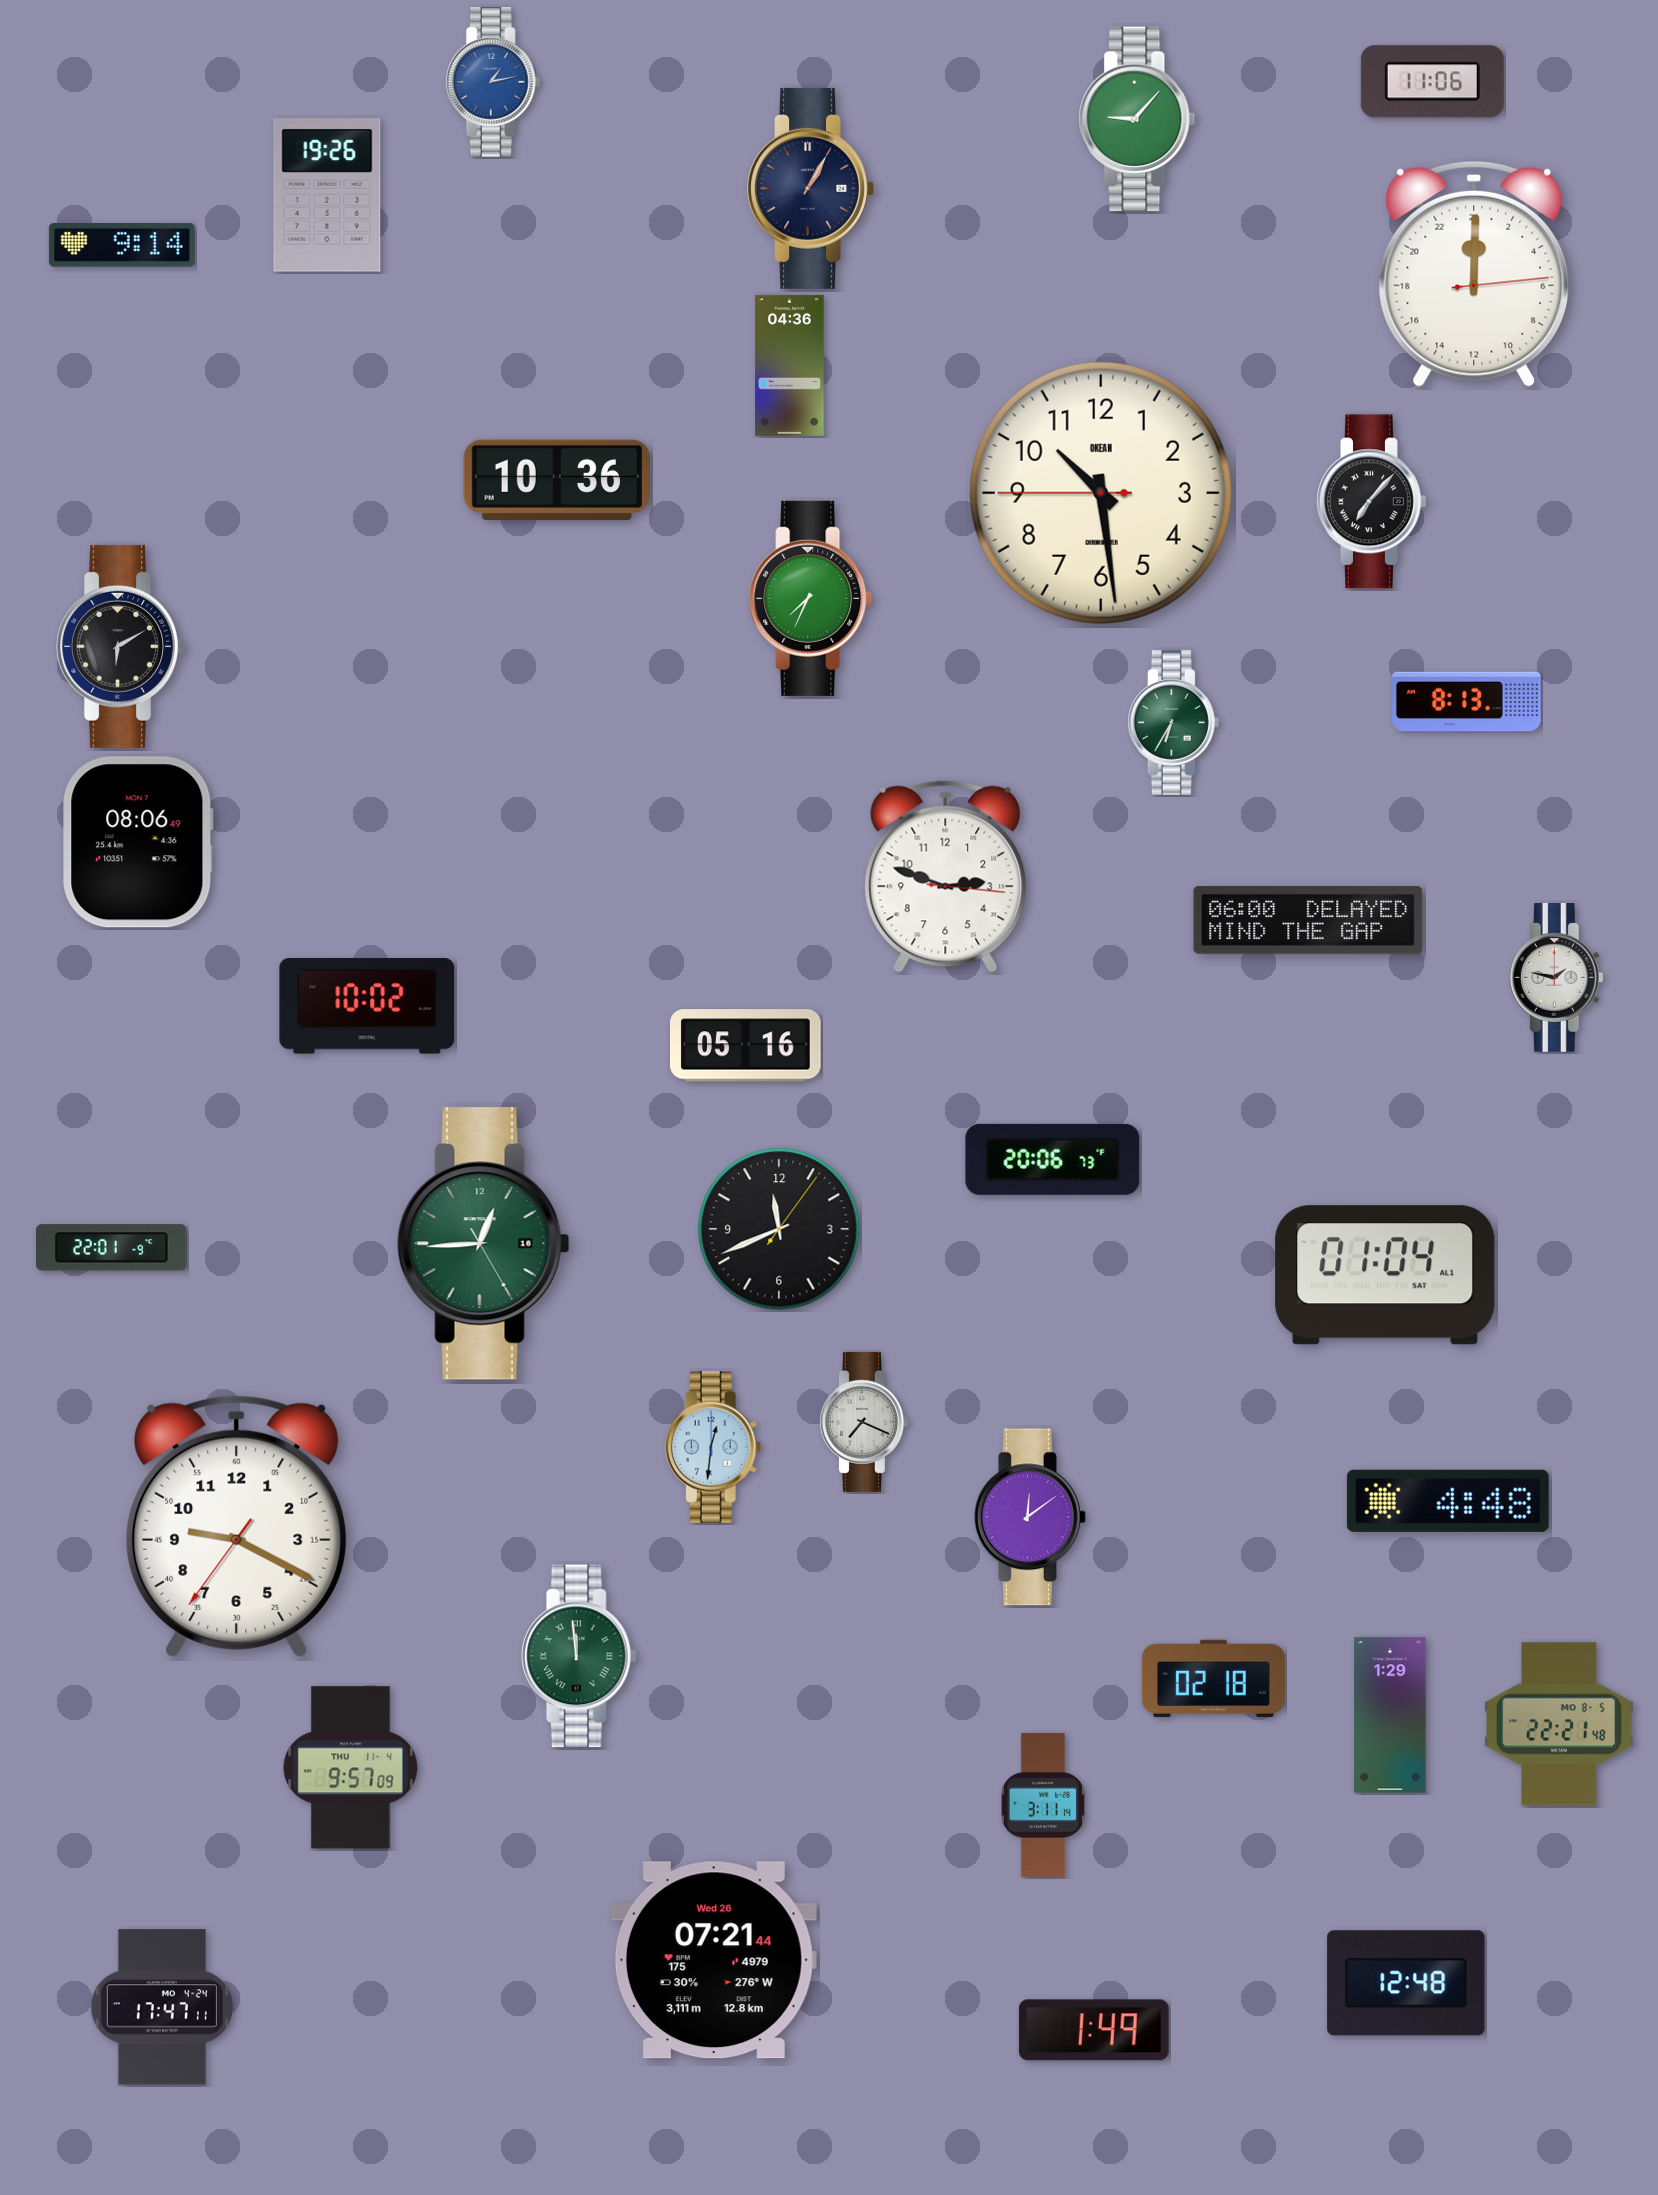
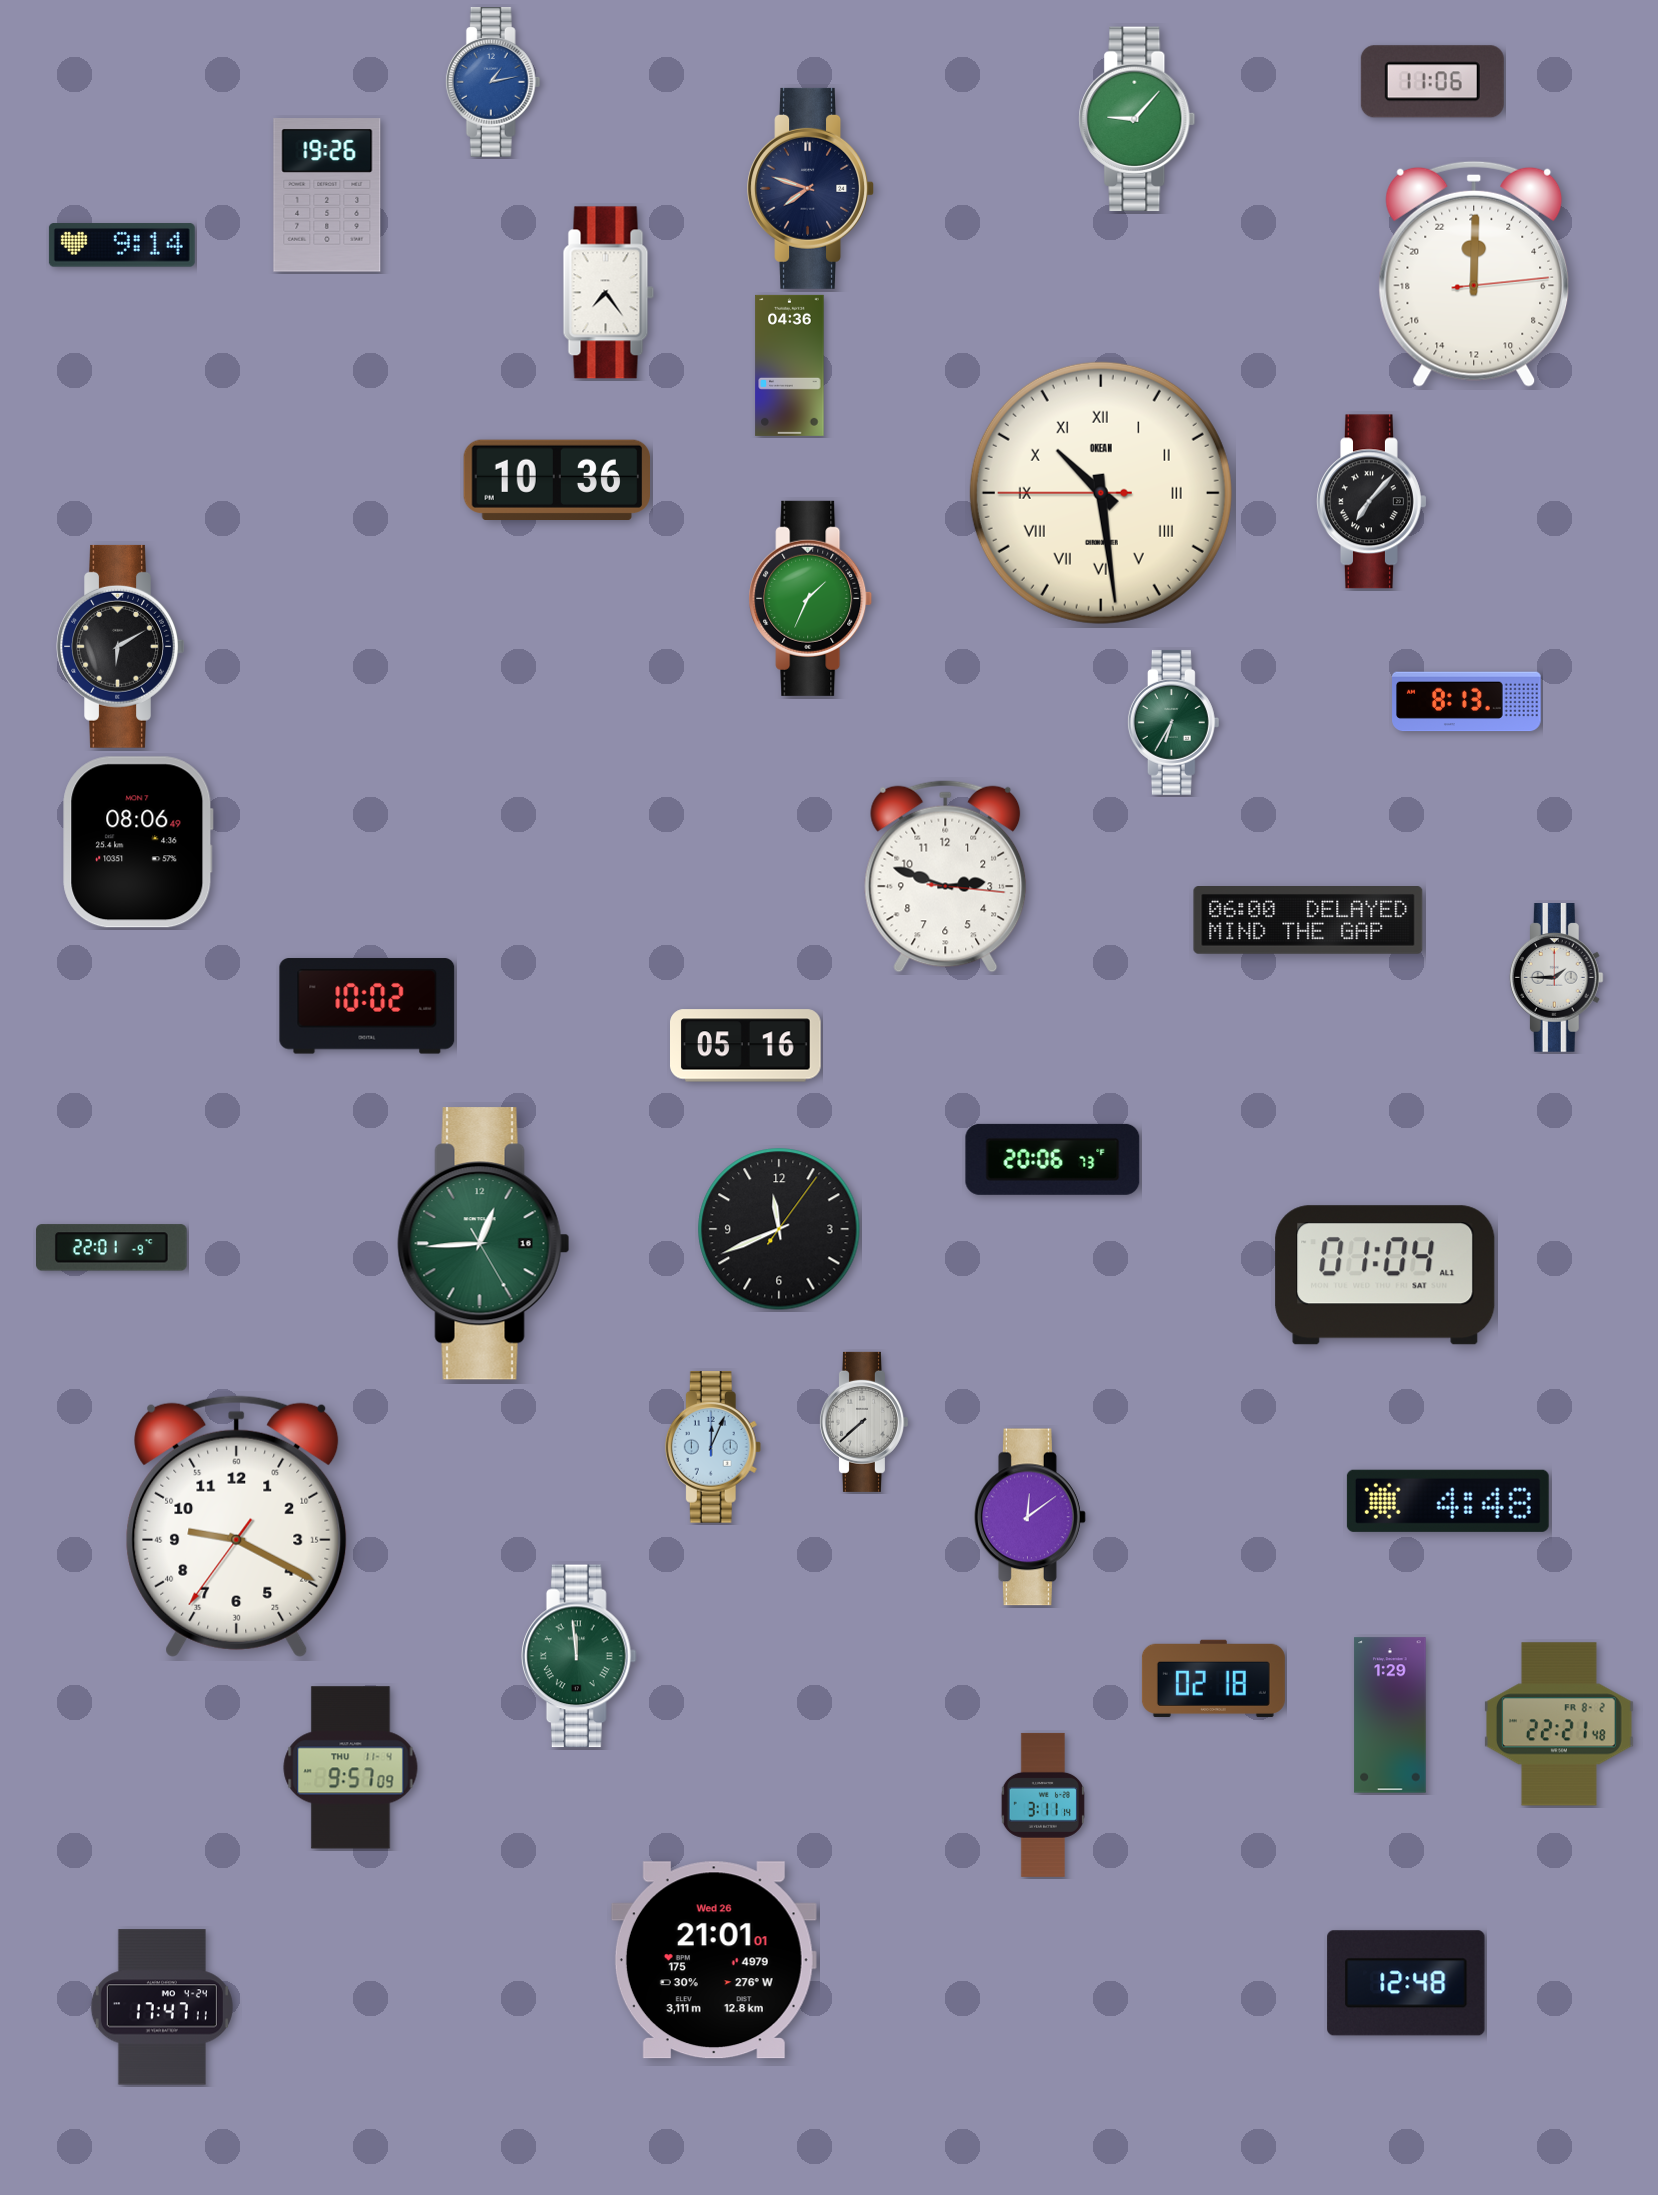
clock at (810, 188): 1:05 -> 7:48
clock at (609, 293): none -> 7:24
clock at (1101, 493) numerals: Arabic -> Roman
clock at (811, 598): 7:34 -> 1:34
clock at (1556, 978): 1:47 -> 1:45
clock at (863, 1422): 7:19 -> 7:38
clock at (713, 1447): 12:31 -> 12:04
clock at (1560, 1724) date: MO 8-5 -> FR 8-2
clock at (714, 1960): 07:21 -> 21:01
clock at (1094, 2030): 1:49 -> none
